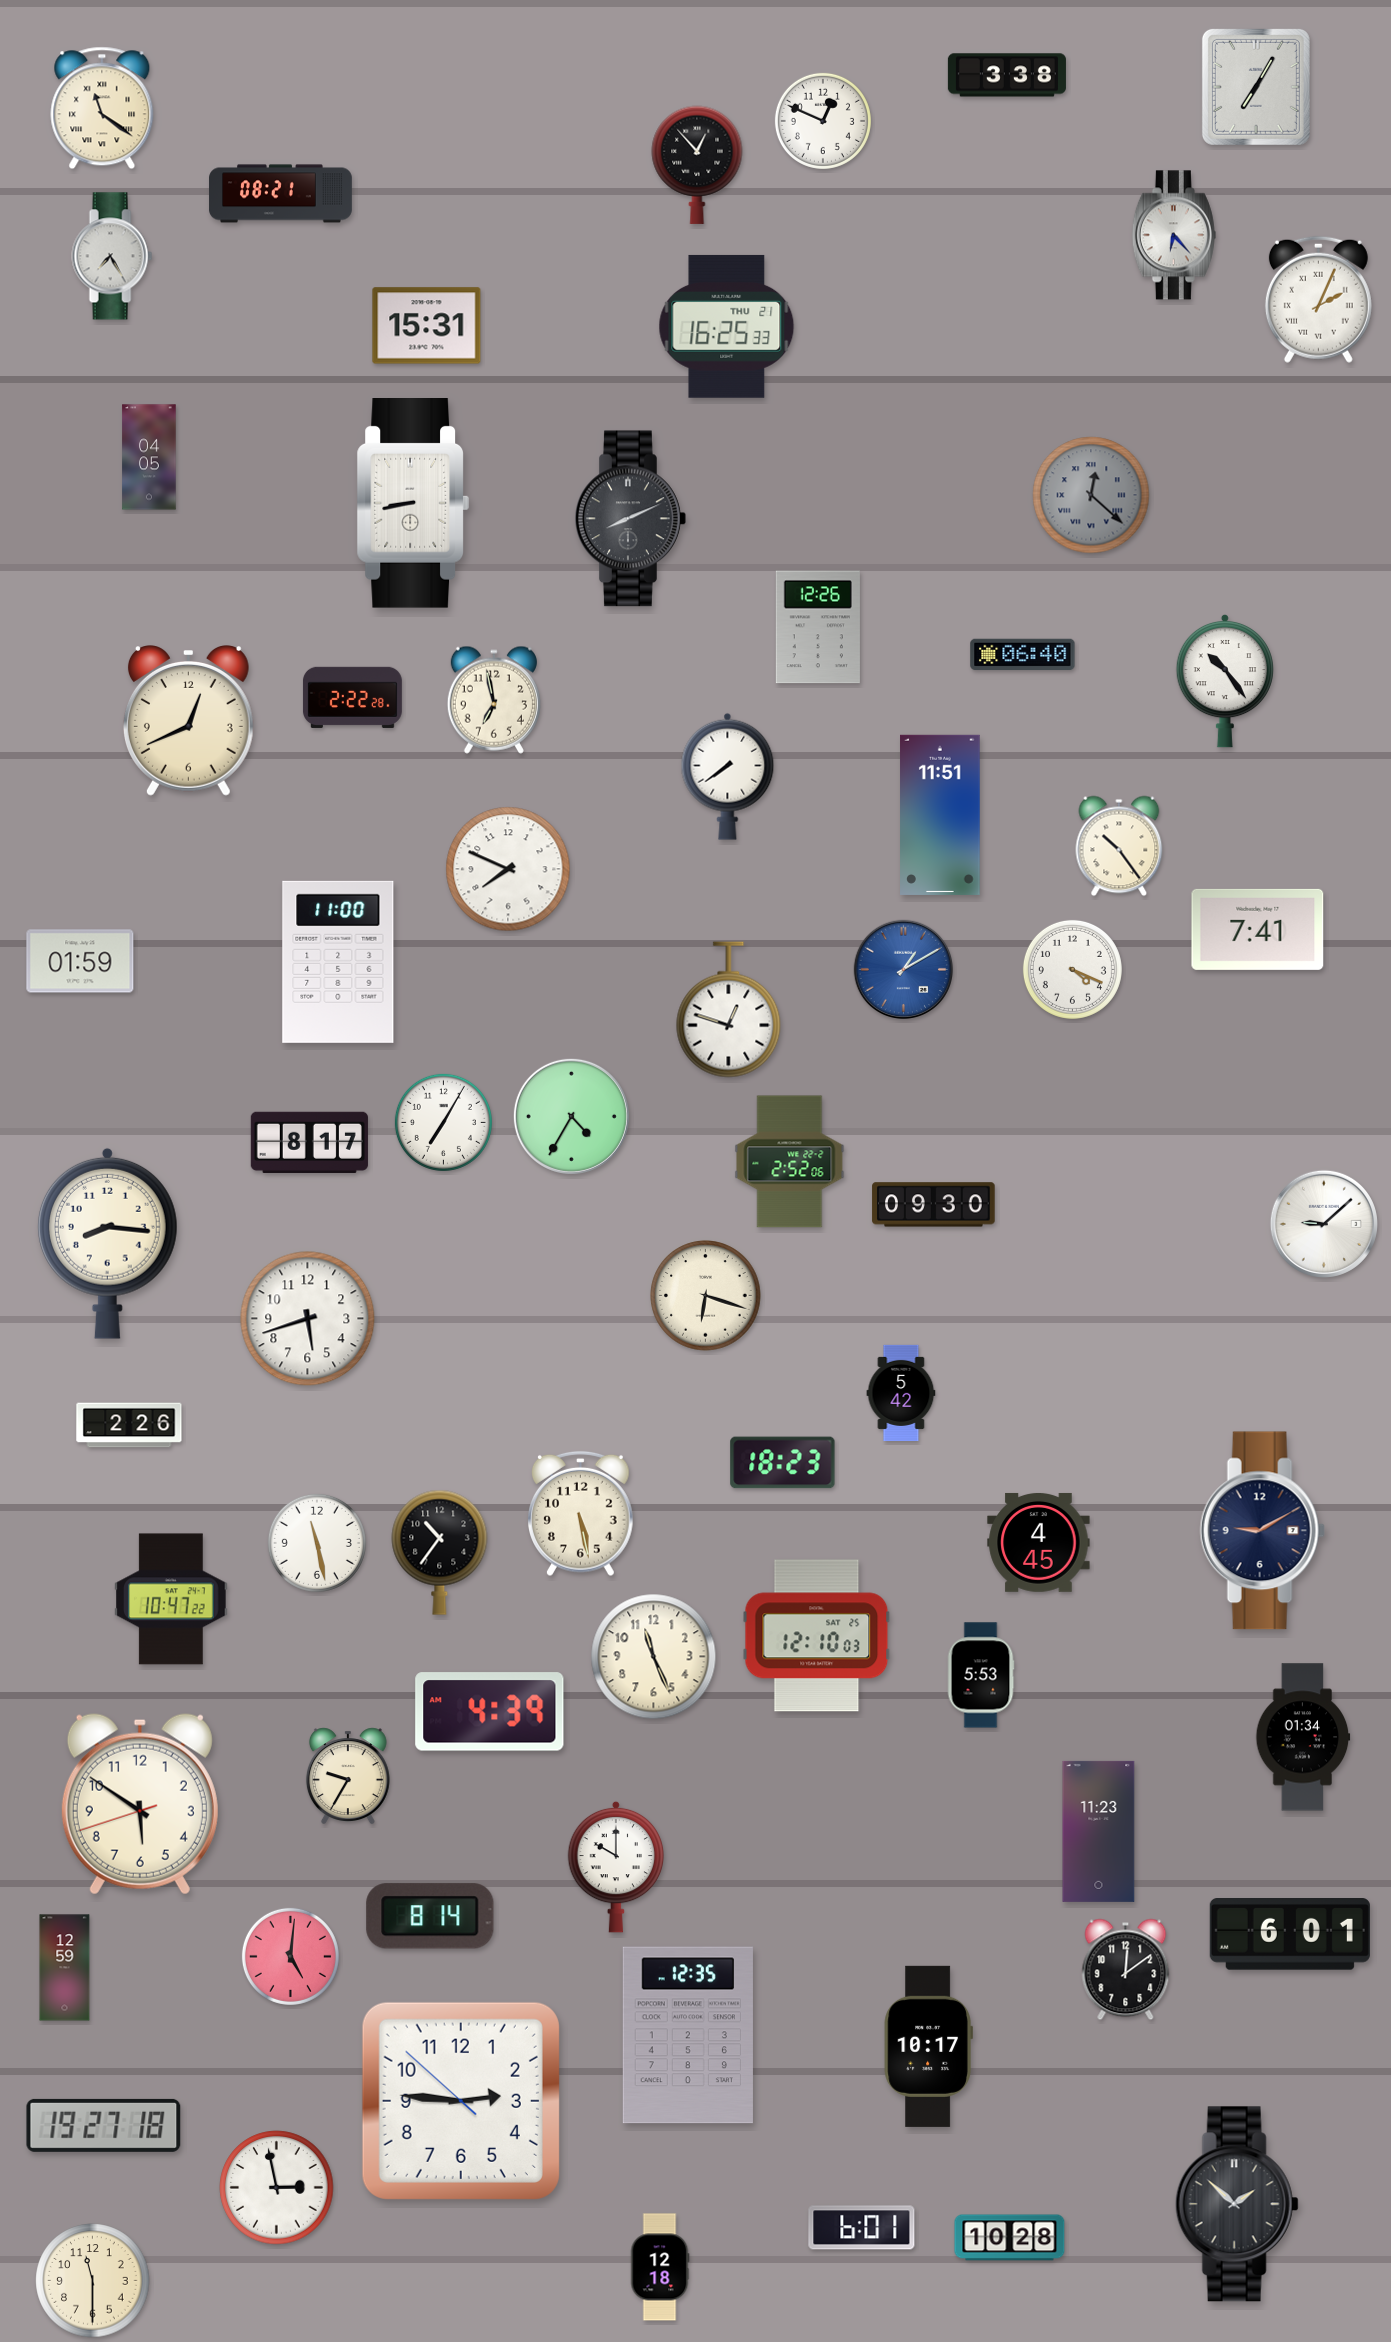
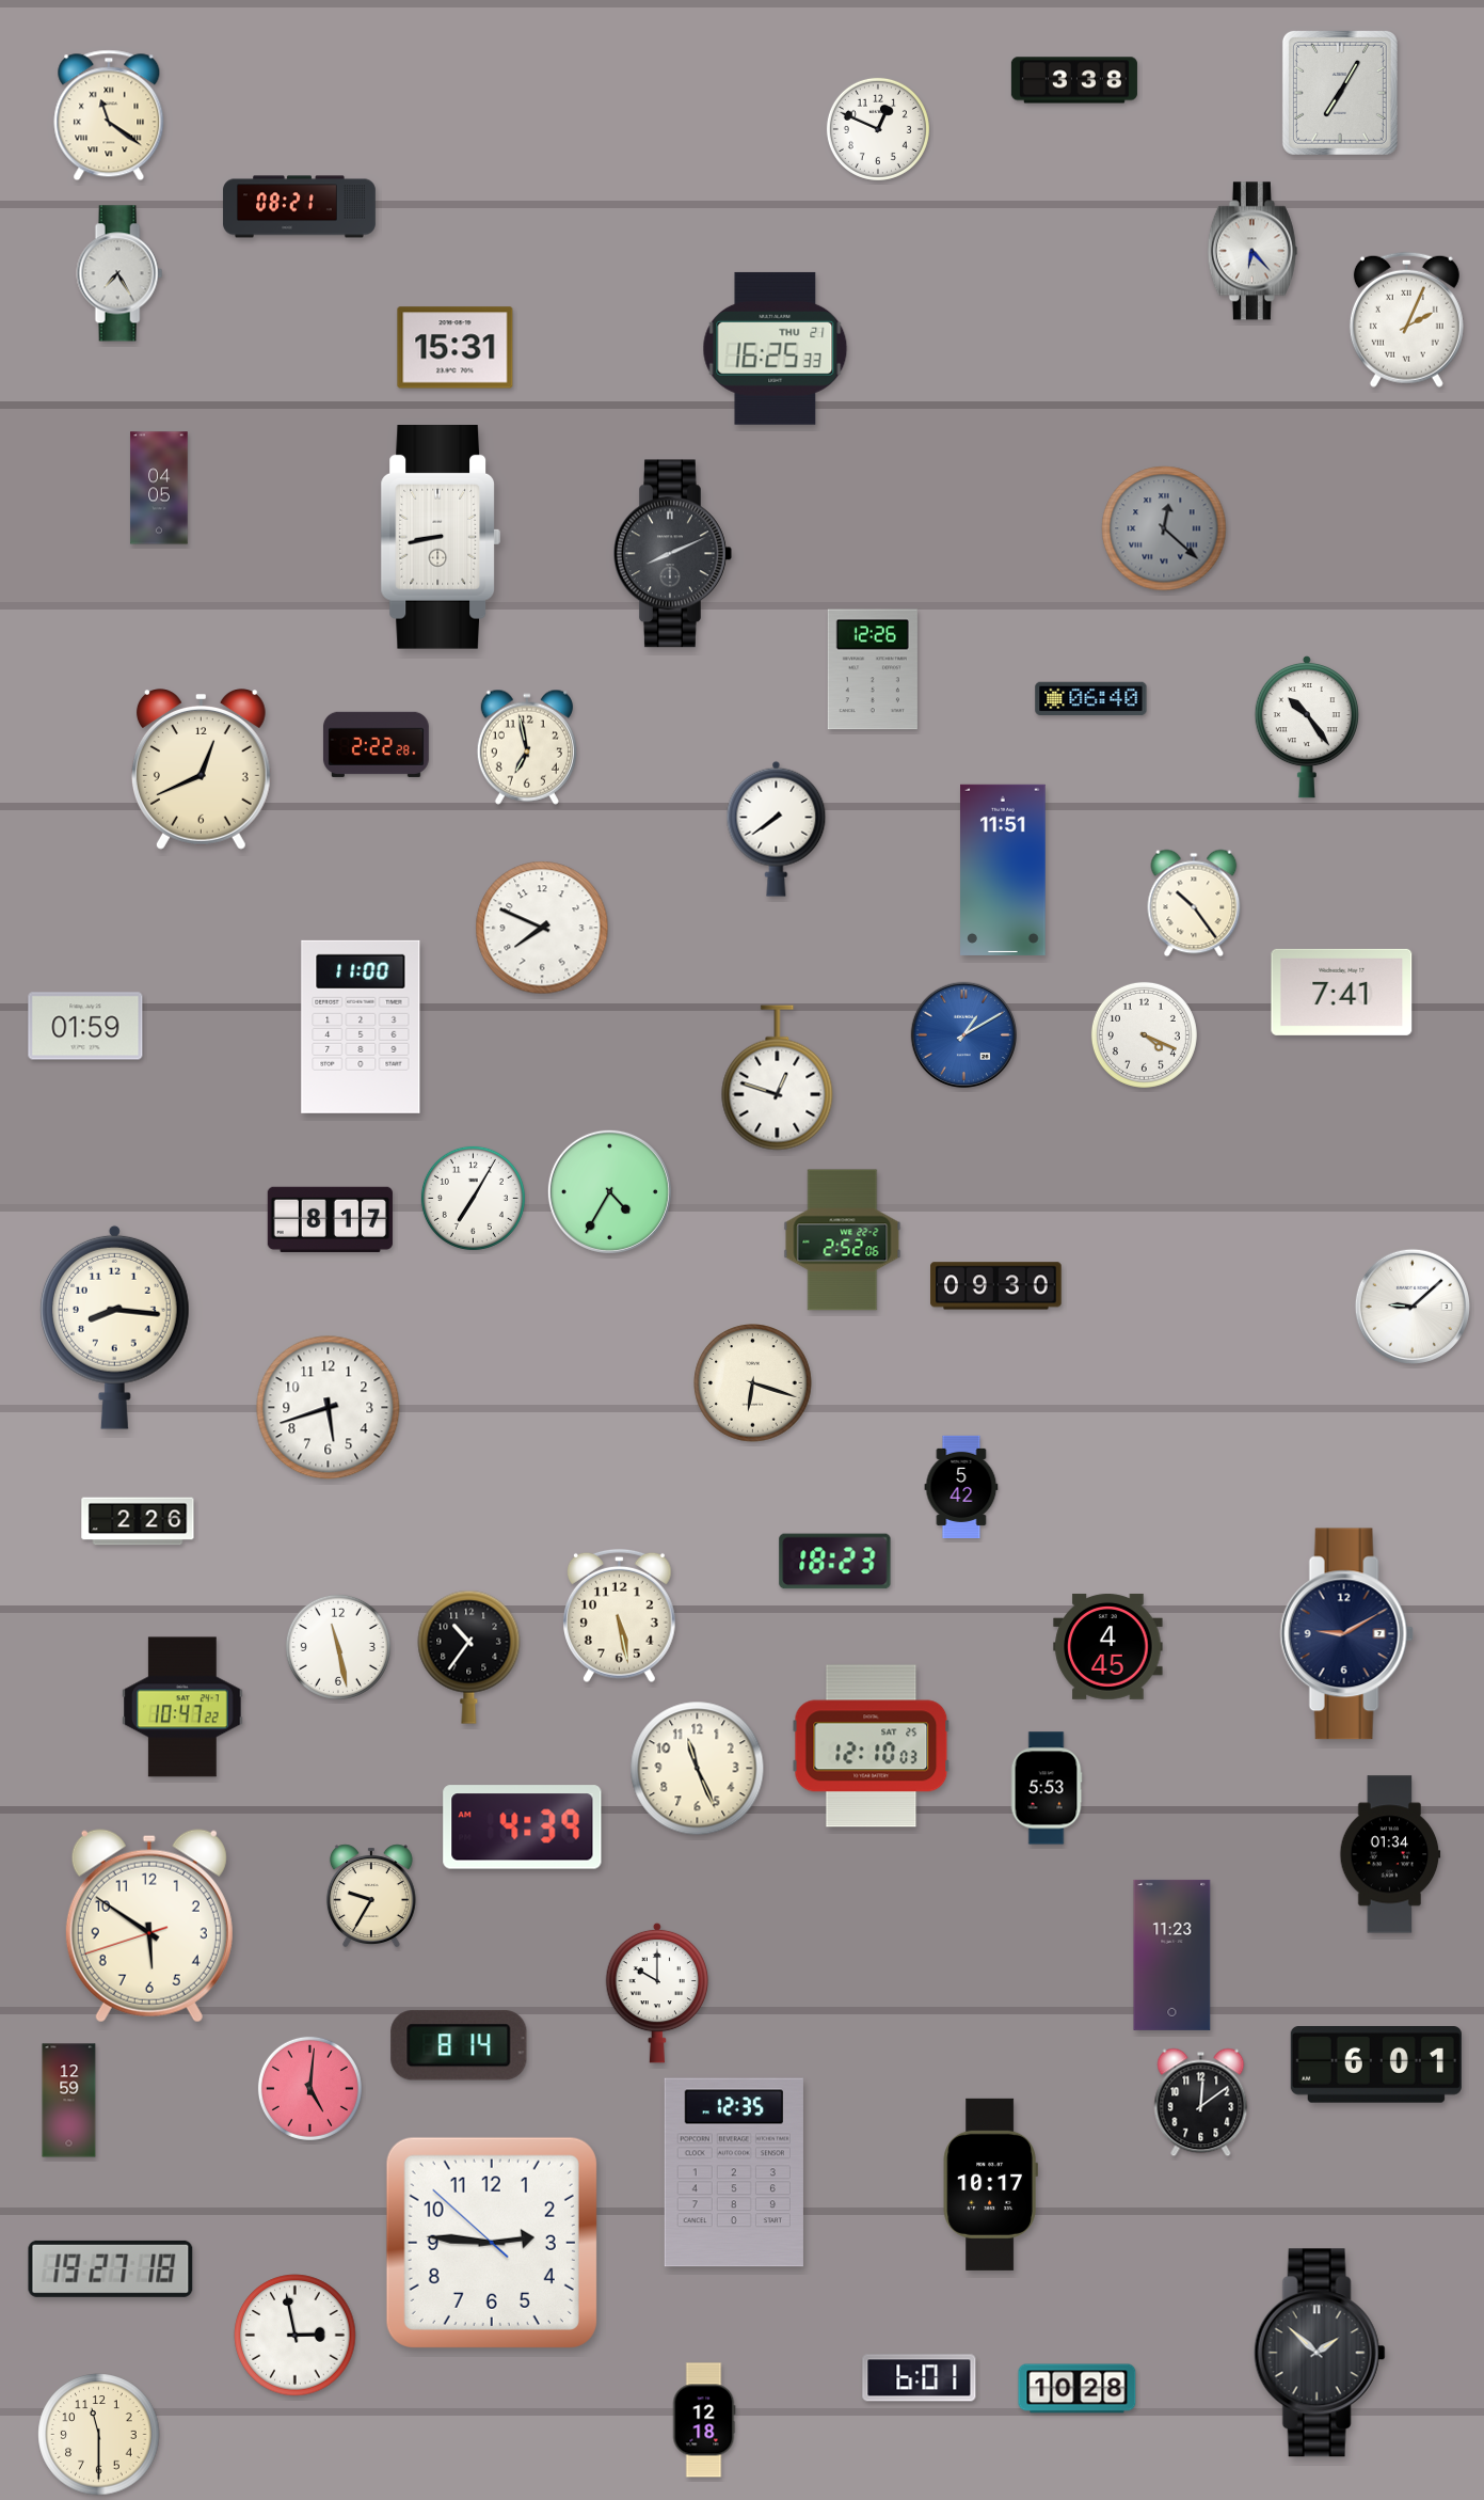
clock at (697, 165): 12:53 -> none
